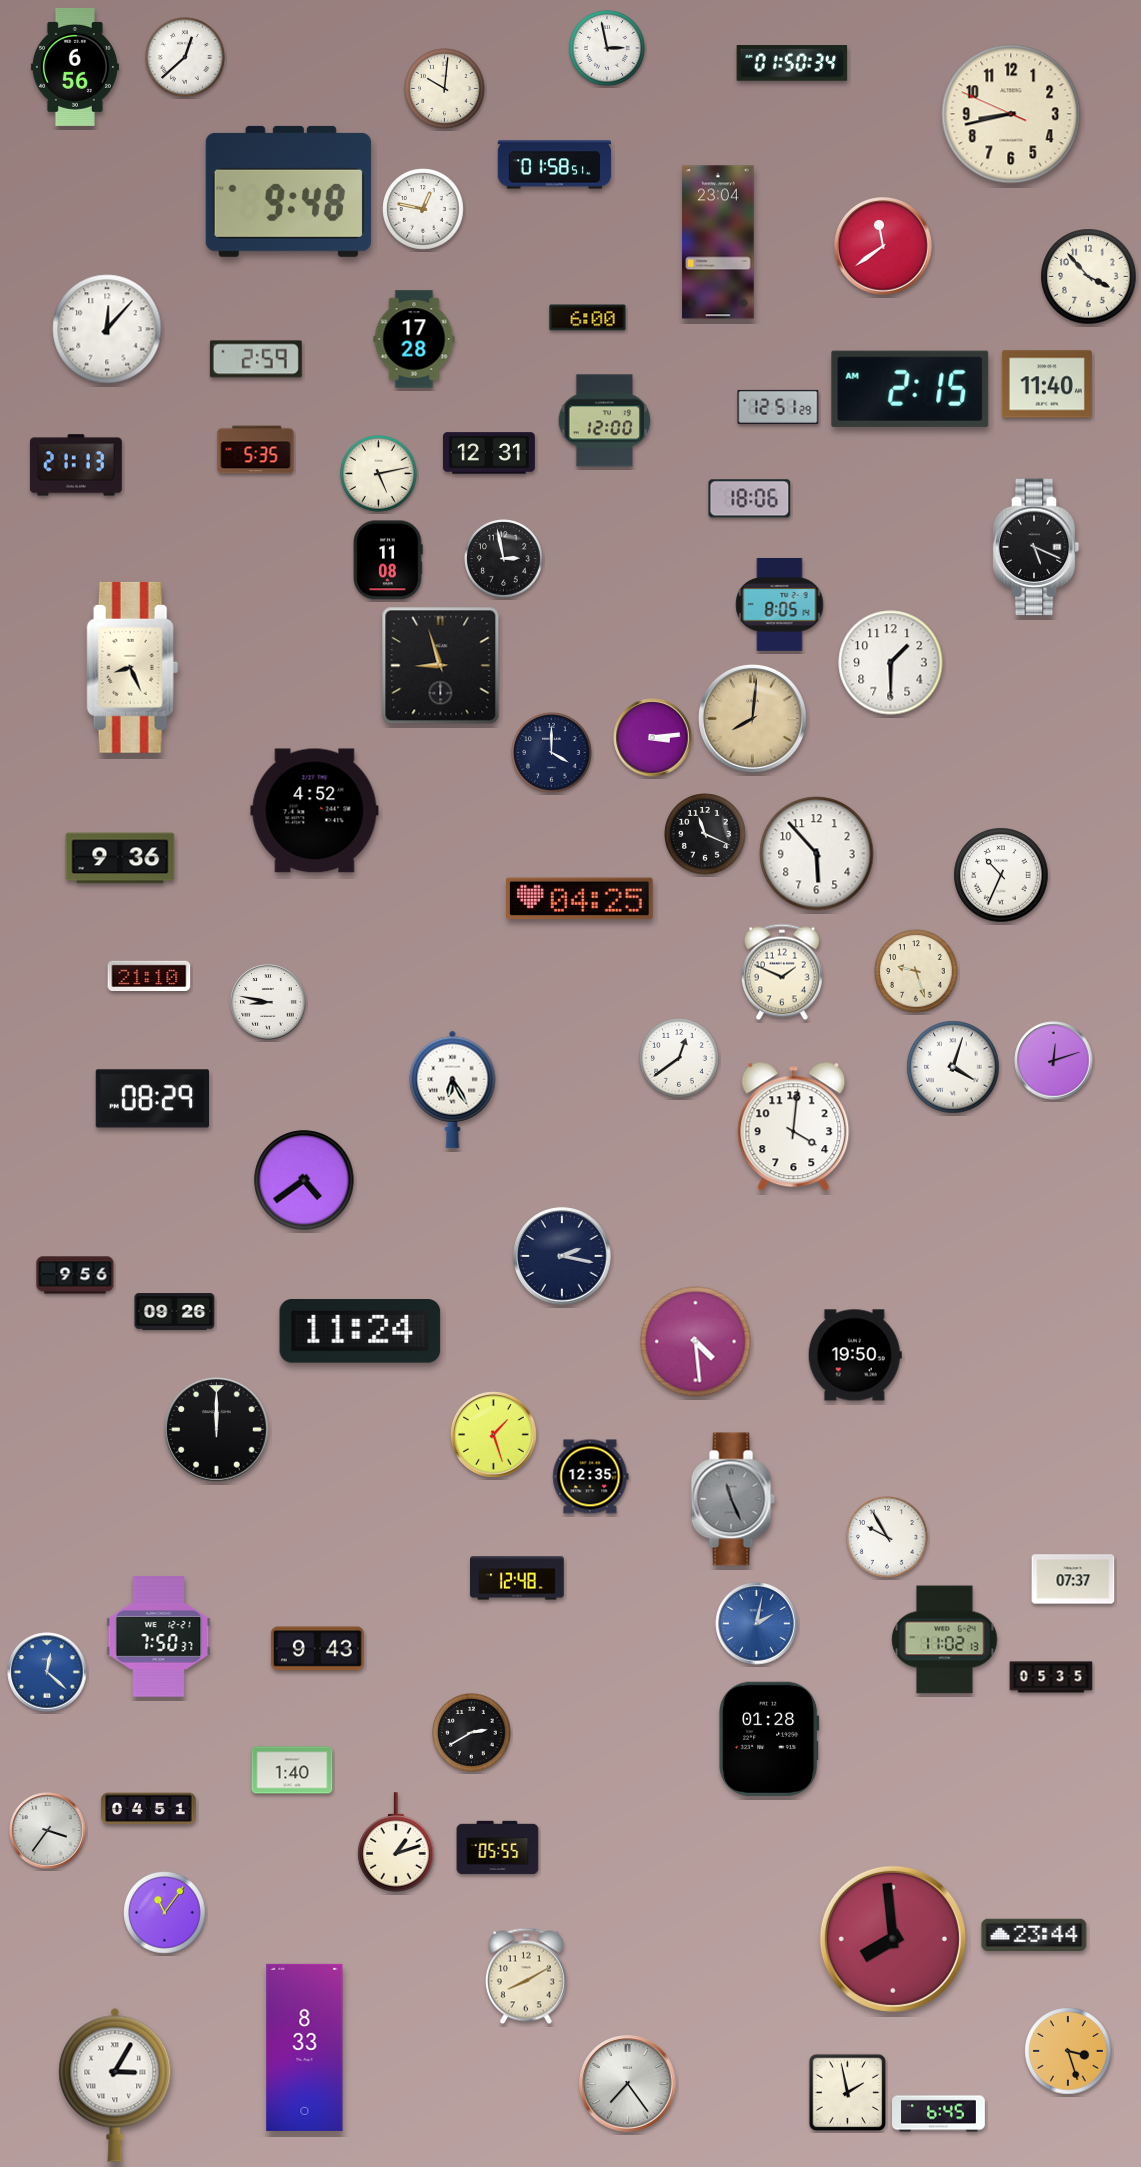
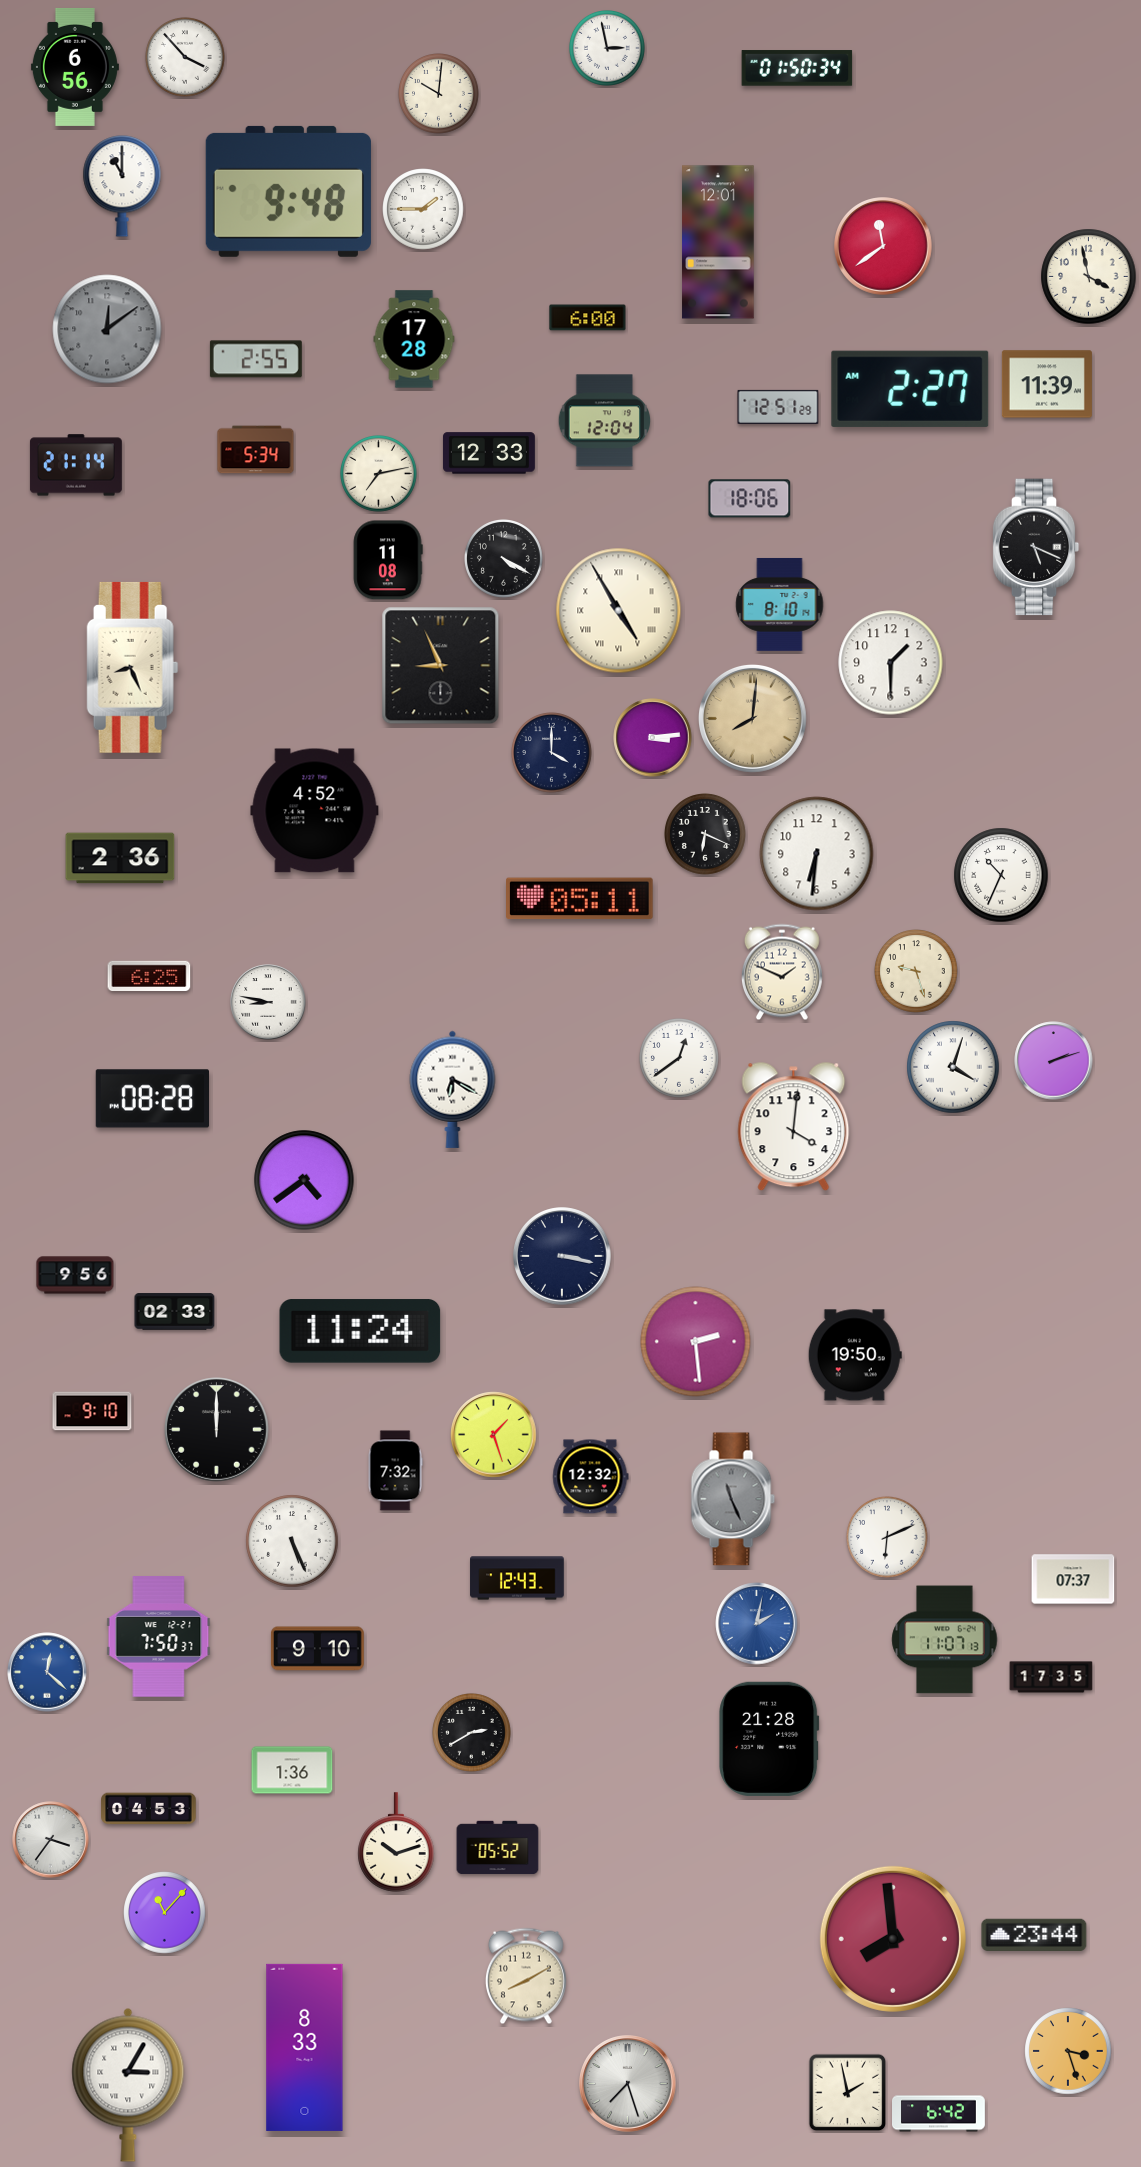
clock at (186, 58): 12:38 -> 3:53
clock at (792, 63) position: (792, 63) -> (797, 68)
clock at (445, 89) position: (445, 89) -> (439, 94)
clock at (1011, 114): 8:42 -> none
clock at (555, 165): 01:58 -> none
clock at (122, 186): none -> 11:00
clock at (423, 209): 12:47 -> 1:45
clock at (718, 242): 23:04 -> 12:01
clock at (1089, 277): 3:53 -> 3:58
clock at (107, 329): 12:07 -> 12:09
clock at (107, 329) dial: white -> grey
clock at (256, 359): 2:59 -> 2:55
clock at (1047, 384): 11:40 -> 11:39
clock at (910, 389): 2:15 -> 2:27
clock at (605, 421): 12:00 -> 12:04
clock at (256, 450): 5:35 -> 5:34
clock at (489, 453): 12:31 -> 12:33
clock at (76, 465): 21:13 -> 21:14
clock at (379, 474): 5:13 -> 7:13
clock at (504, 559): 2:58 -> 4:20
clock at (780, 605): 8:05 -> 8:10
clock at (619, 611): none -> 4:55
clock at (441, 666): 8:57 -> 8:56
clock at (705, 834): 11:19 -> 6:19
clock at (817, 854): 5:53 -> 6:31
clock at (120, 858): 9:36 -> 2:36
clock at (580, 899): 04:25 -> 05:11
clock at (149, 975): 21:10 -> 6:25
clock at (1054, 1061): 12:12 -> 2:12
clock at (453, 1089): 6:25 -> 6:20
clock at (152, 1099): 08:29 -> 08:28
clock at (562, 1256): 2:17 -> 3:17
clock at (175, 1312): 09:26 -> 02:33
clock at (696, 1342): 4:29 -> 2:29
clock at (92, 1411): none -> 9:10
clock at (395, 1471): none -> 7:32
clock at (591, 1477): 12:35 -> 12:32
clock at (887, 1537): 9:55 -> 6:11
clock at (292, 1541): none -> 5:26
clock at (517, 1578): 12:48 -> 12:43
clock at (945, 1640): 11:02 -> 11:07
clock at (317, 1649): 9:43 -> 9:10
clock at (1051, 1677): 05:35 -> 17:35
clock at (769, 1739): 01:28 -> 21:28
clock at (292, 1770): 1:40 -> 1:36
clock at (149, 1809): 04:51 -> 04:53
clock at (48, 1831) position: (48, 1831) -> (51, 1840)
clock at (396, 1842): 1:12 -> 10:12
clock at (498, 1848): 05:55 -> 05:52
clock at (165, 1913): 11:06 -> 11:07
clock at (628, 2084): 7:24 -> 7:27
clock at (115, 2085) position: (115, 2085) -> (128, 2085)
clock at (939, 2114): 6:45 -> 6:42
